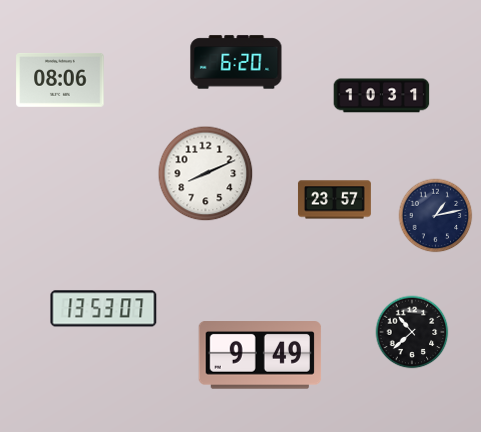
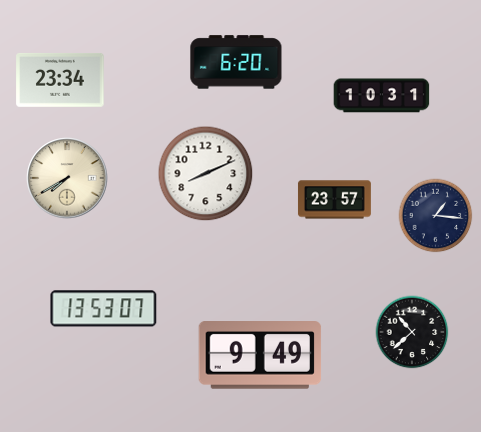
clock at (60, 80): 08:06 -> 23:34
clock at (67, 178): none -> 7:40
clock at (436, 216): 1:13 -> 1:16
